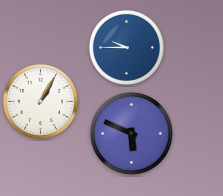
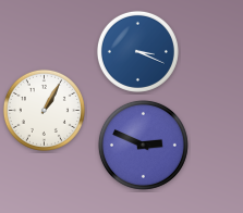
clock at (126, 47): 9:45 -> 3:19
clock at (131, 133): 5:49 -> 2:49
